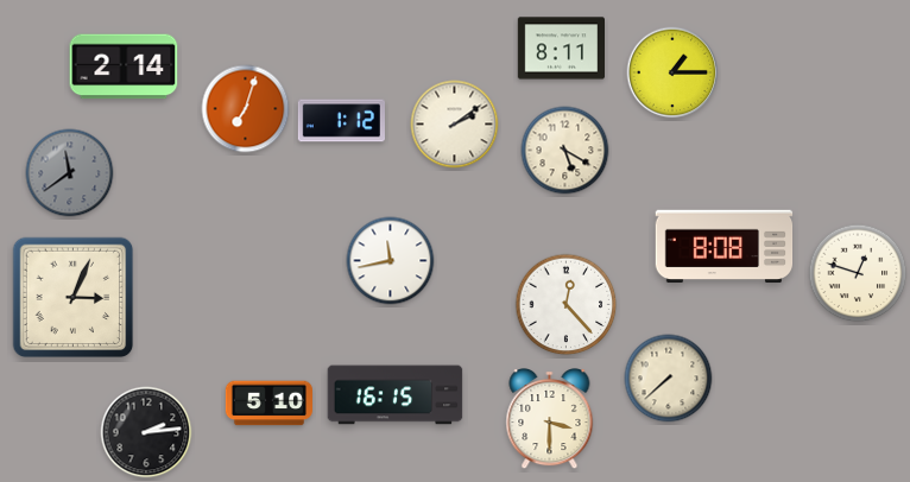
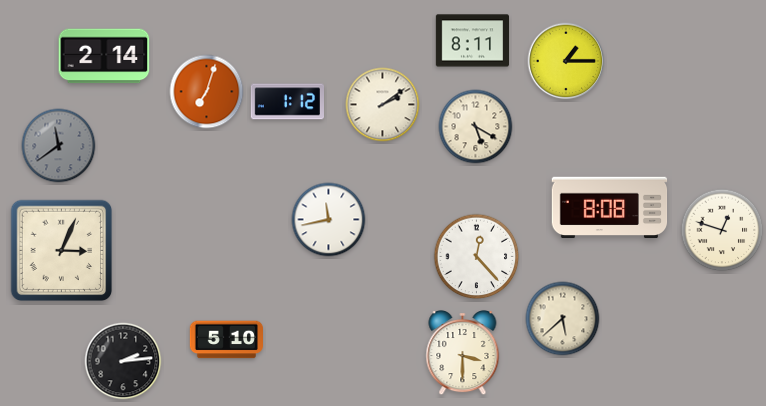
clock at (669, 379): 7:38 -> 5:38
clock at (396, 395): 16:15 -> none
clock at (146, 432) position: (146, 432) -> (123, 361)
